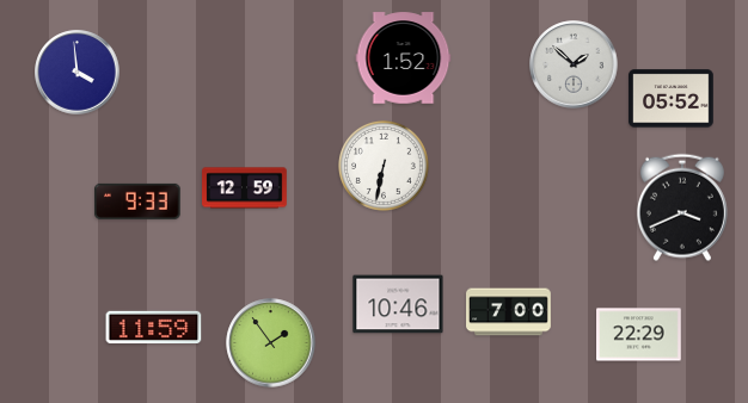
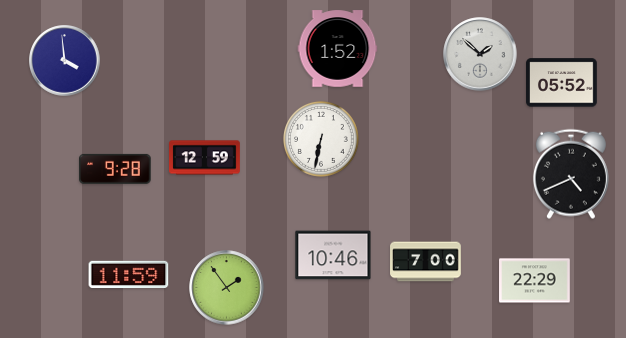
clock at (137, 201): 9:33 -> 9:28
clock at (682, 207): 3:41 -> 4:41
